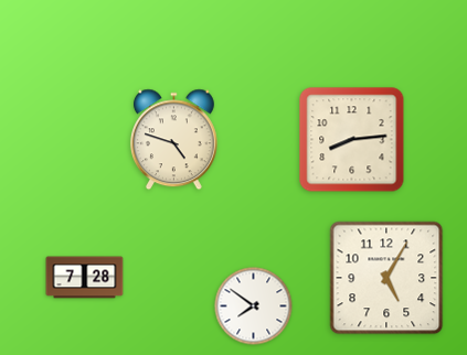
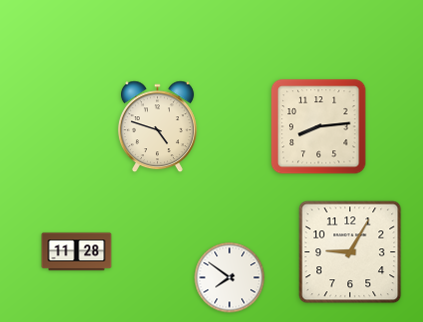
clock at (85, 278): 7:28 -> 11:28
clock at (386, 278): 5:05 -> 9:05
